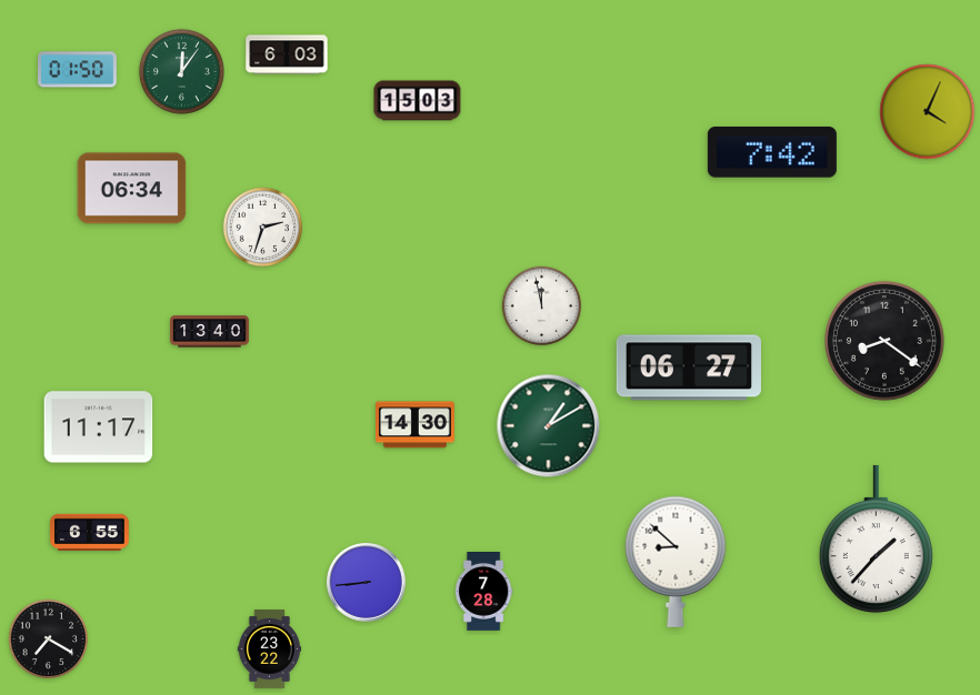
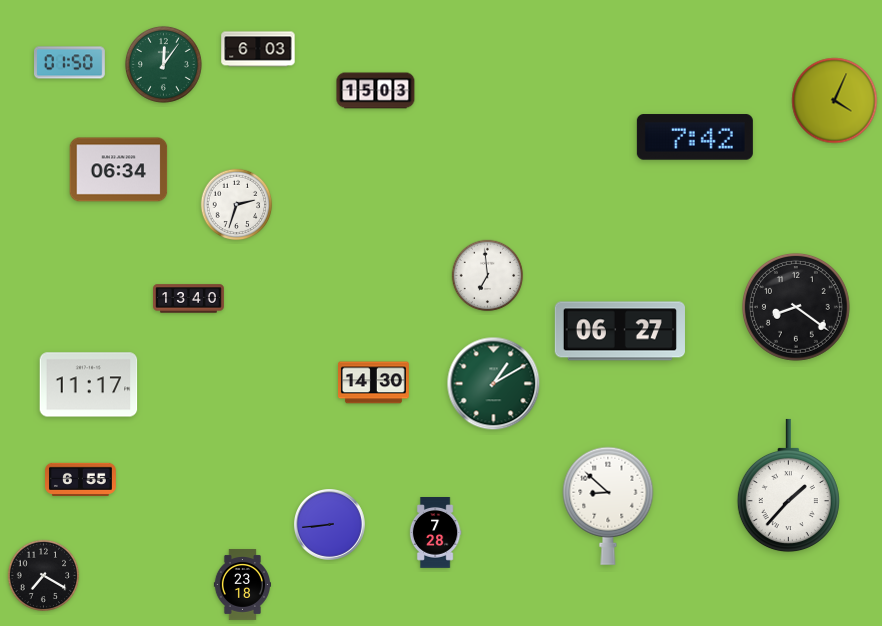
clock at (542, 306): 11:58 -> 6:59
clock at (269, 649): 23:22 -> 23:18
